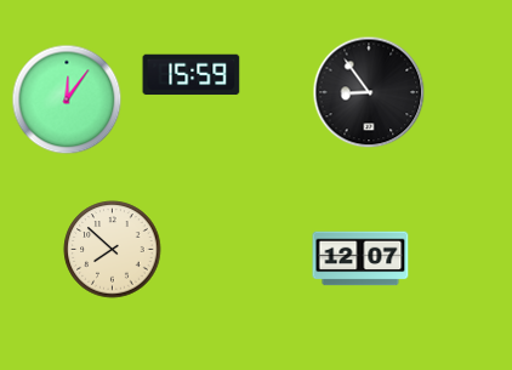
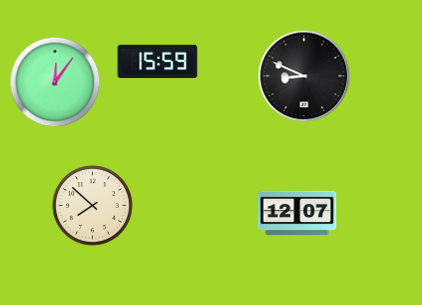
clock at (369, 92): 8:54 -> 8:49
